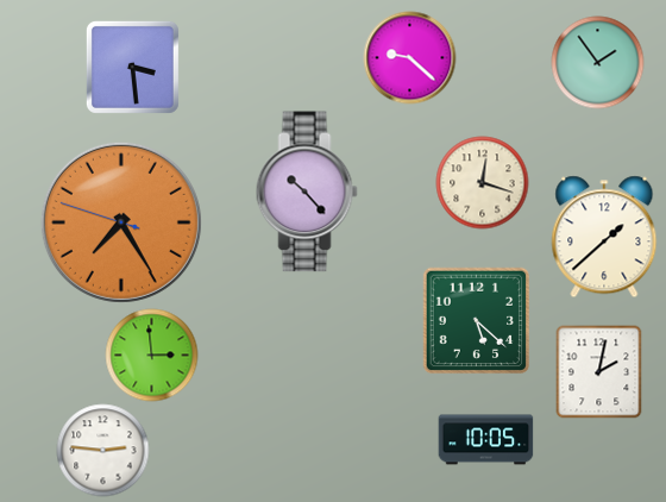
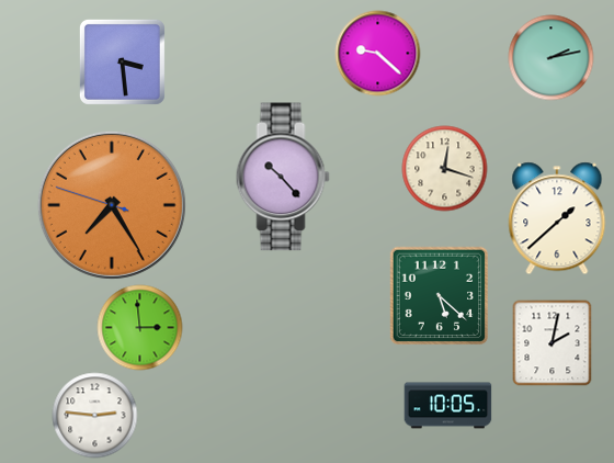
clock at (597, 62): 1:54 -> 2:13
